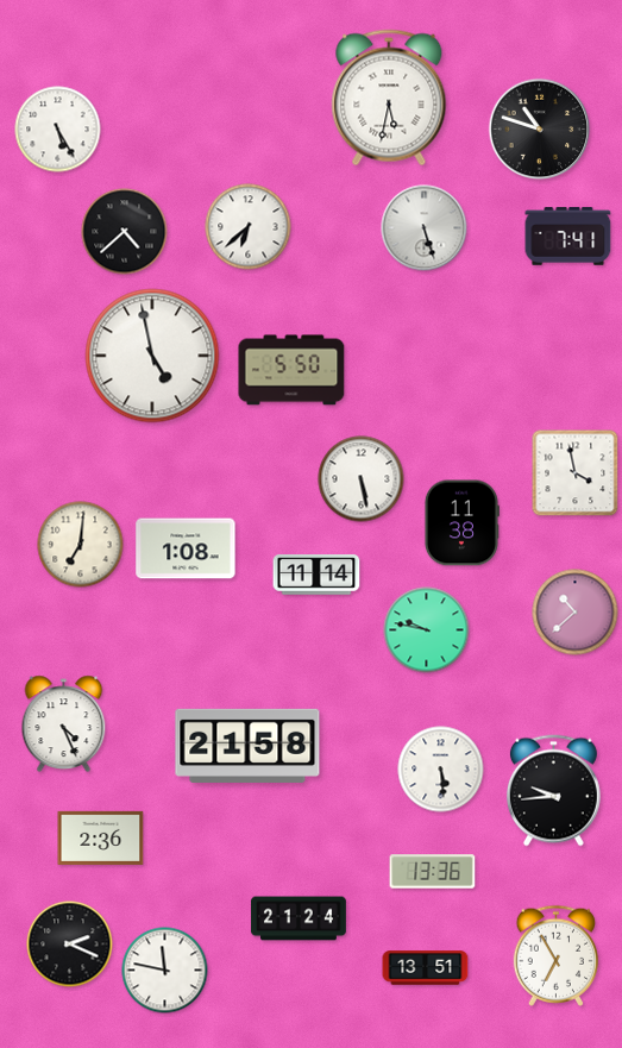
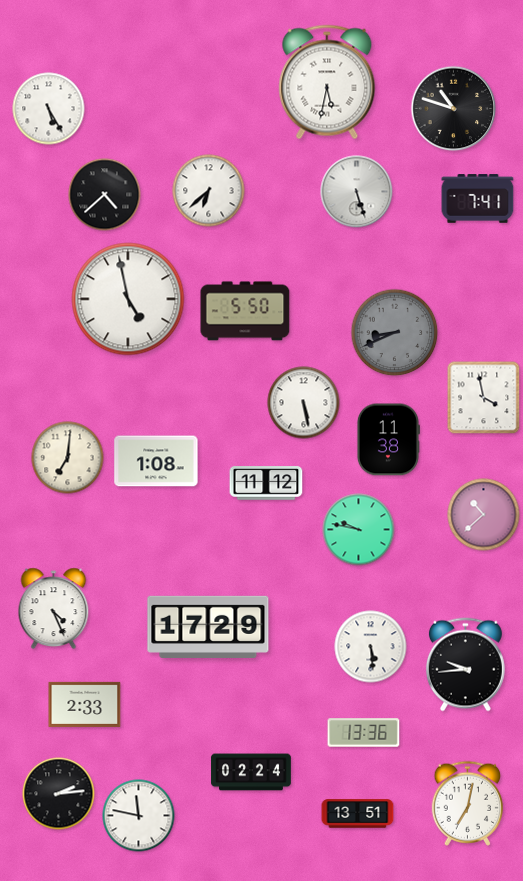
clock at (395, 333): none -> 8:41
clock at (316, 575): 11:14 -> 11:12
clock at (247, 746): 21:58 -> 17:29
clock at (101, 837): 2:36 -> 2:33
clock at (299, 918): 21:24 -> 02:24
clock at (70, 945): 2:19 -> 2:14
clock at (557, 955): 6:55 -> 7:02
